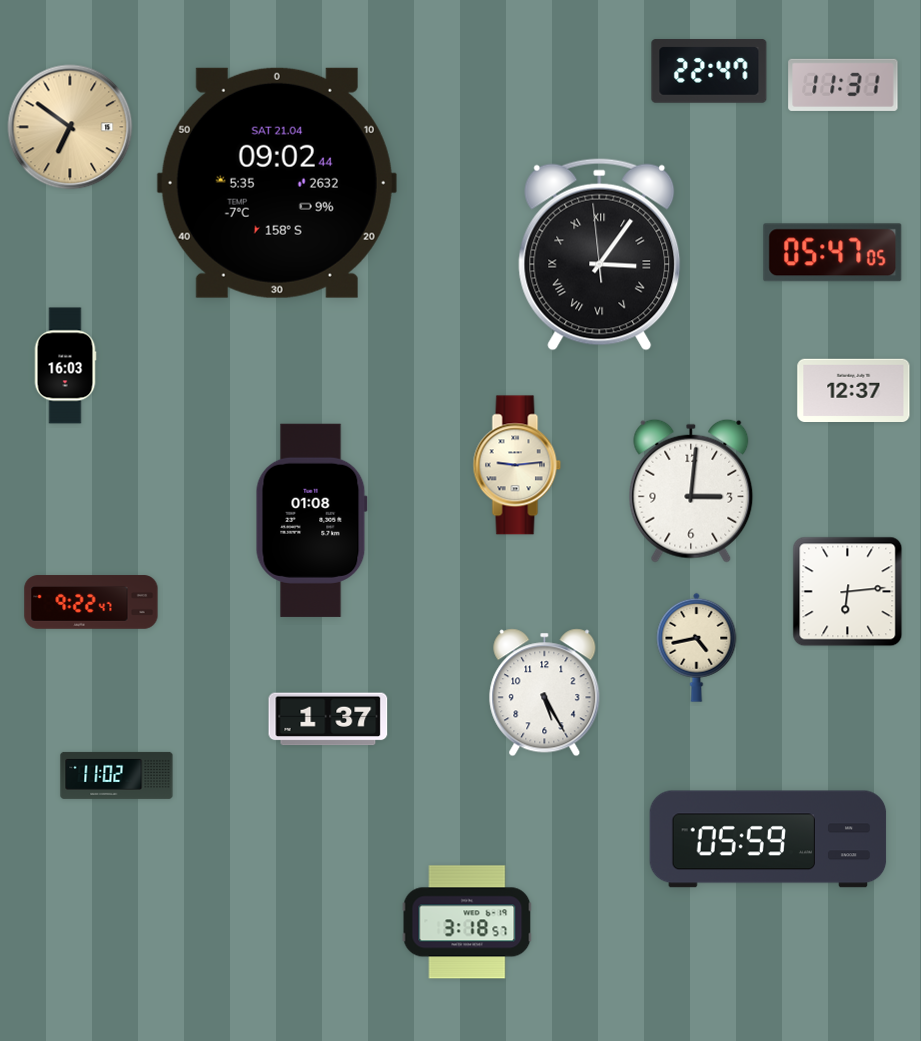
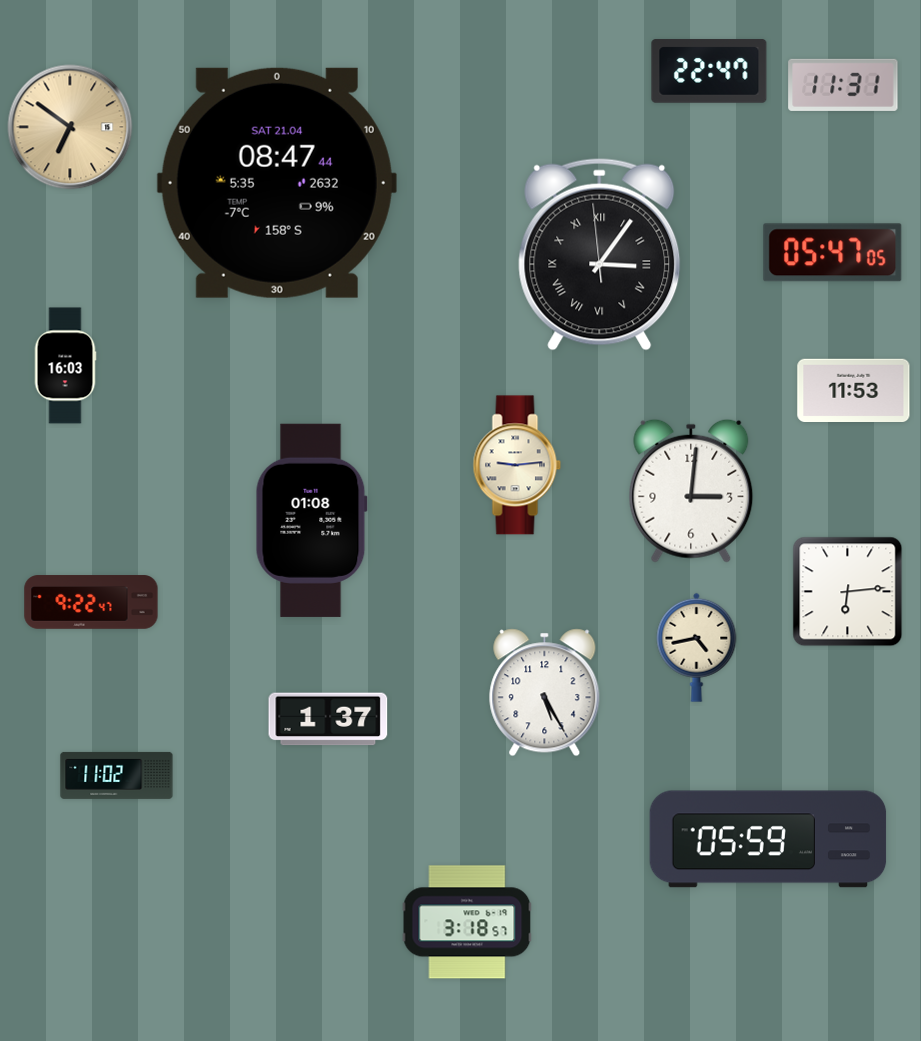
clock at (277, 183): 09:02 -> 08:47
clock at (854, 391): 12:37 -> 11:53
